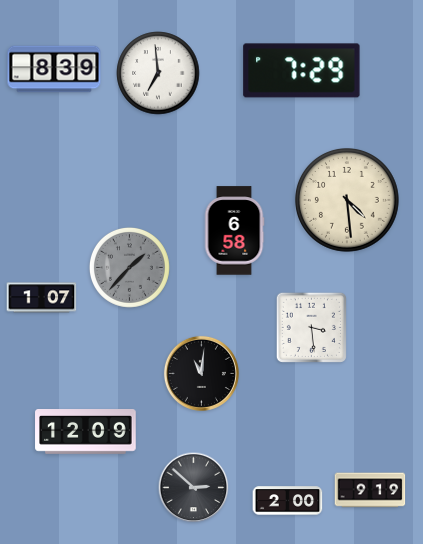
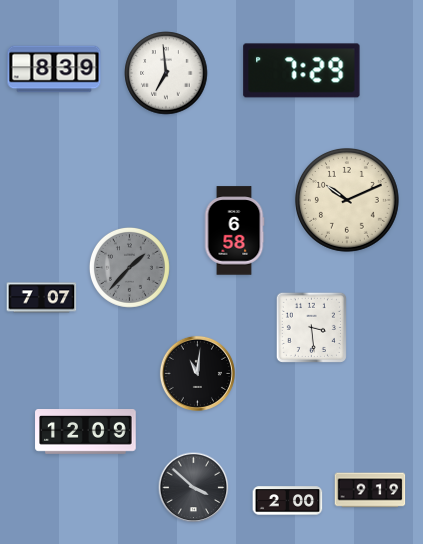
clock at (158, 73) position: (158, 73) -> (166, 73)
clock at (347, 201): 4:29 -> 10:11
clock at (42, 298): 1:07 -> 7:07
clock at (201, 373) position: (201, 373) -> (197, 373)
clock at (194, 488): 2:52 -> 3:52
